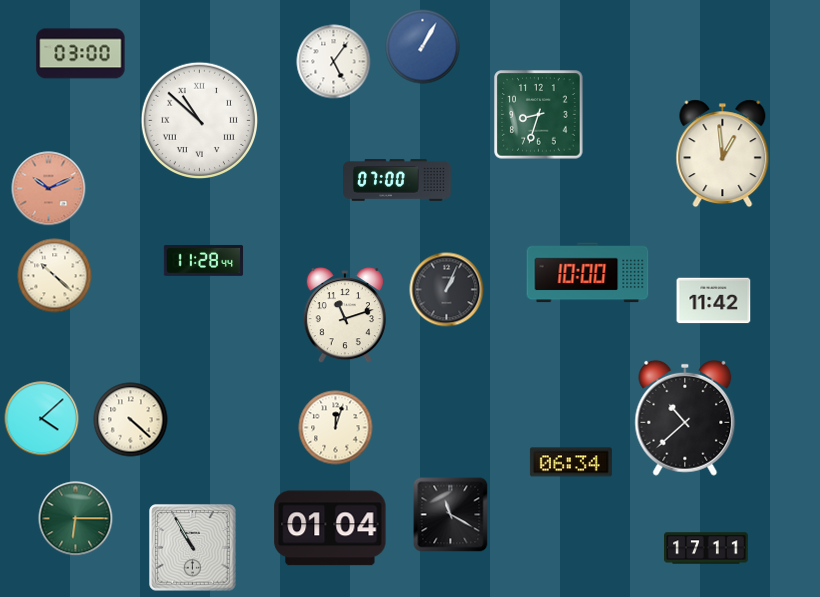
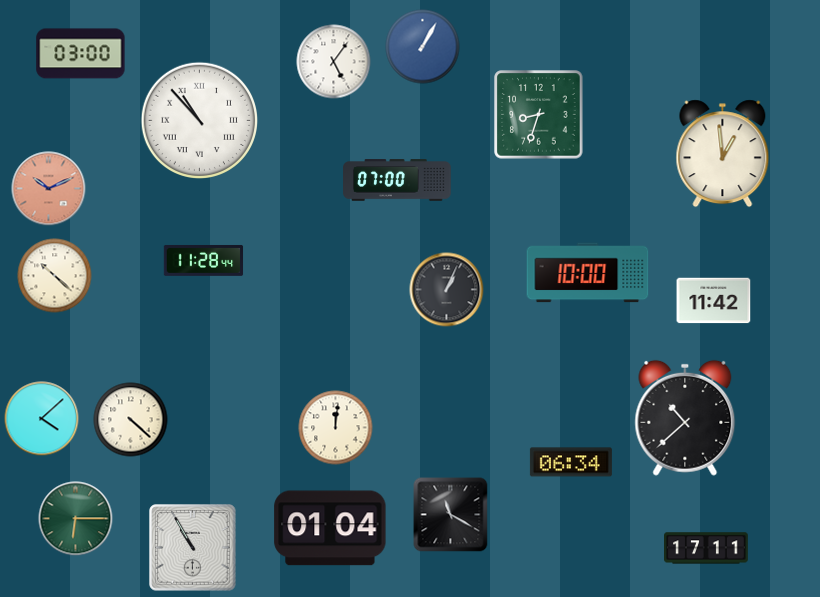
clock at (199, 120): 10:52 -> 10:53
clock at (345, 316): 11:12 -> none
clock at (336, 428): 12:03 -> 12:01
